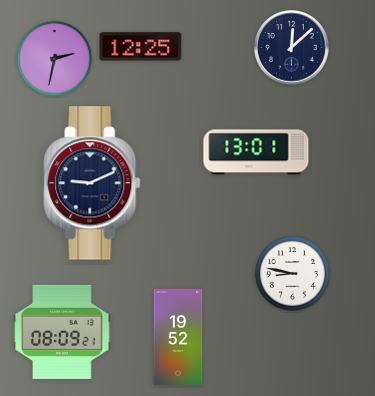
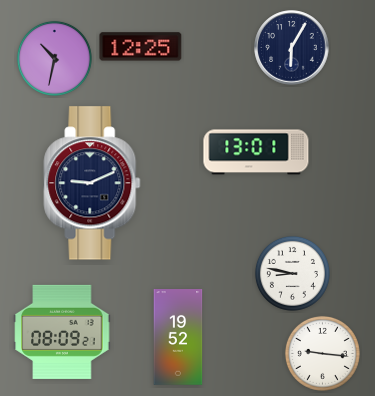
clock at (292, 48): 12:08 -> 6:05
clock at (54, 58): 2:32 -> 10:32
clock at (322, 353): none -> 9:16
